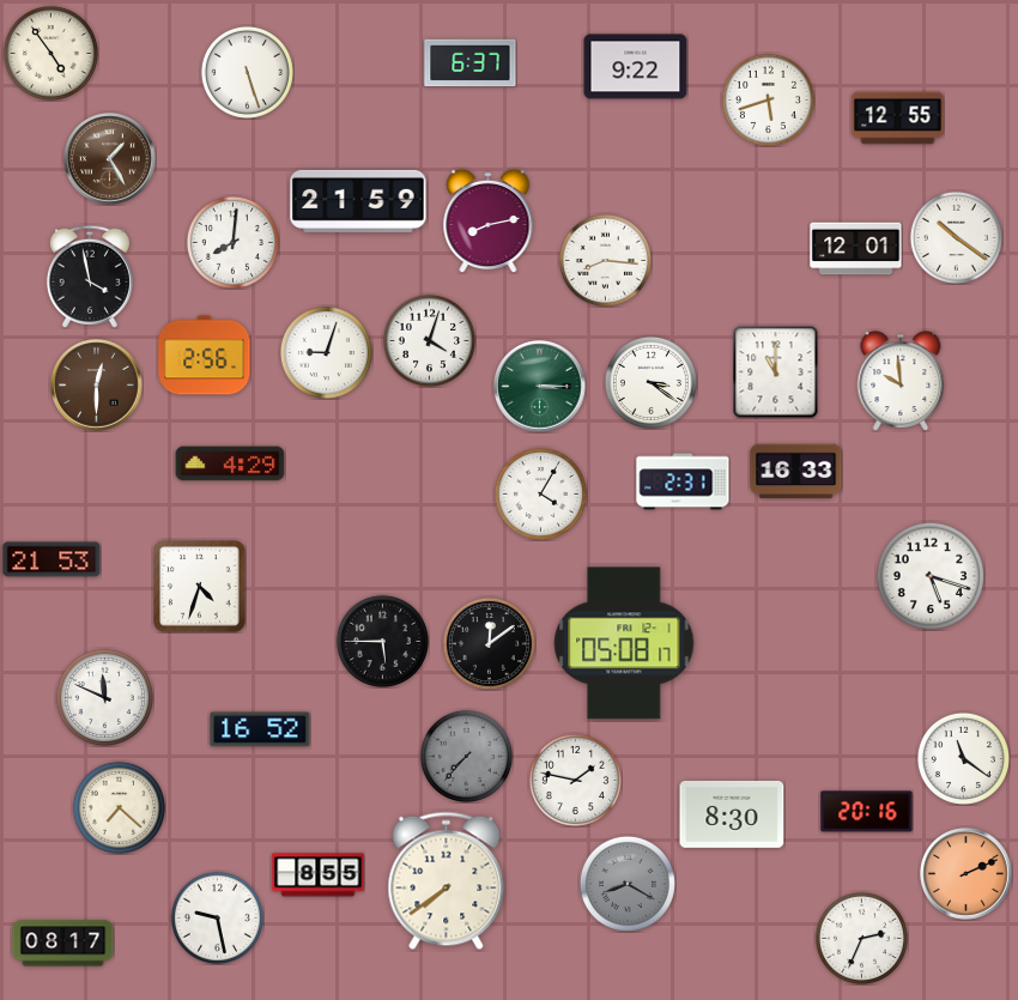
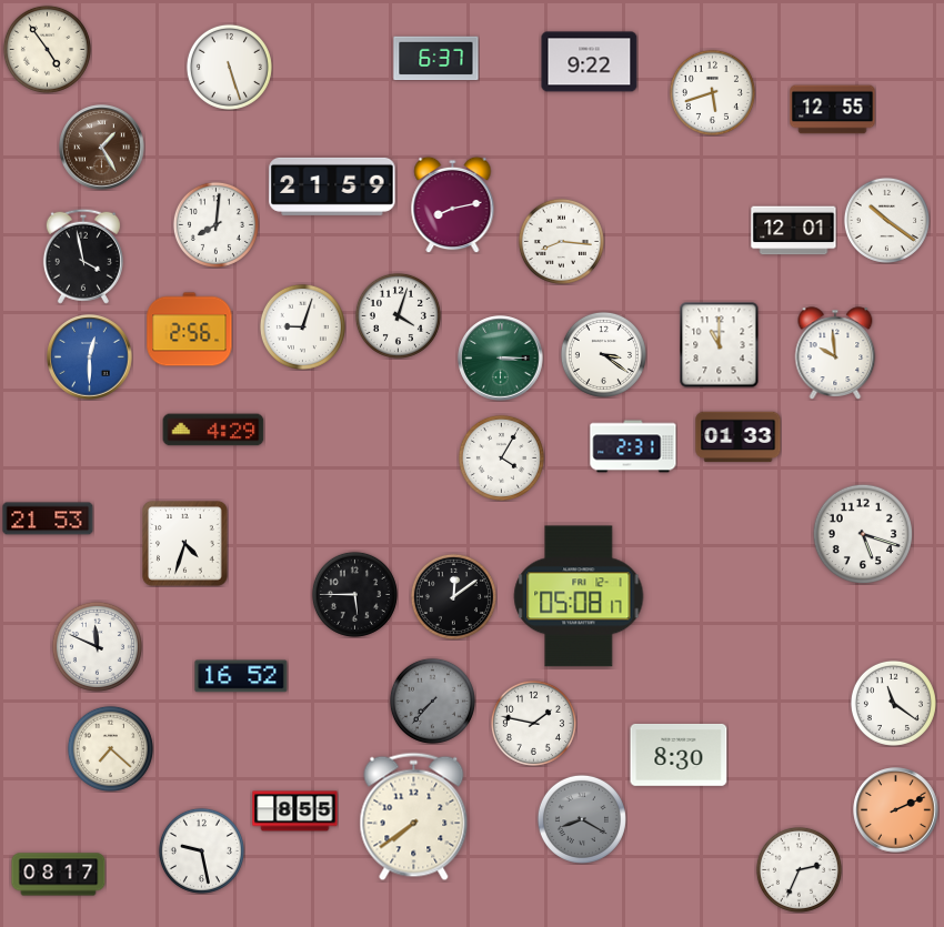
clock at (97, 386) dial: brown -> blue
clock at (796, 472): 16:33 -> 01:33
clock at (867, 812): 20:16 -> none
